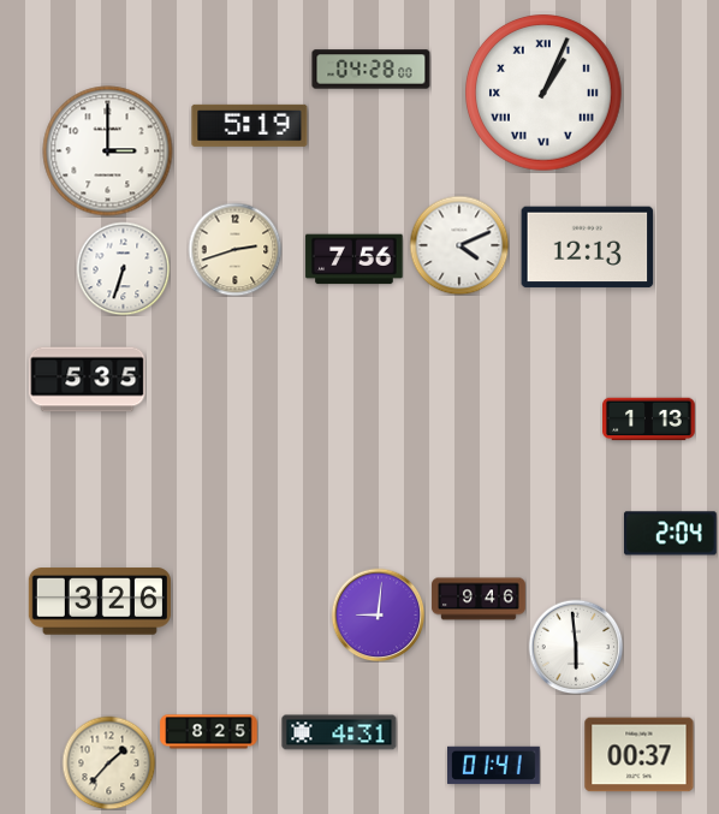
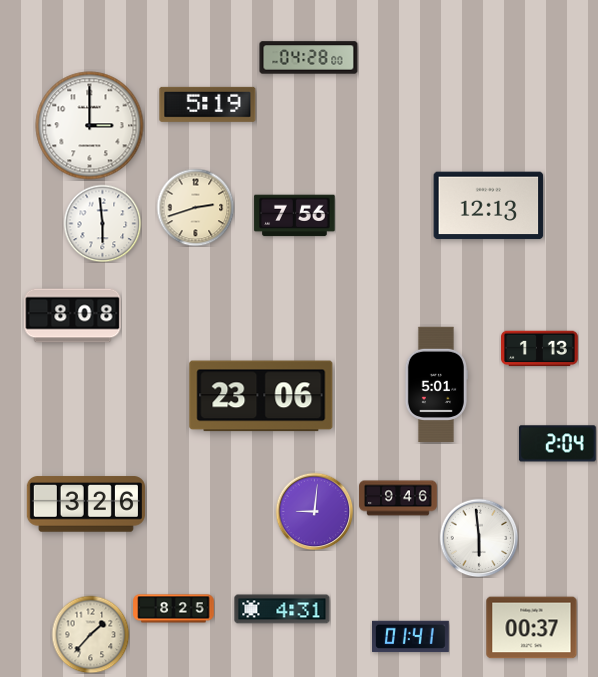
clock at (545, 94): 1:04 -> none
clock at (459, 245): 4:11 -> none
clock at (123, 268): 6:33 -> 5:59
clock at (88, 380): 5:35 -> 8:08
clock at (436, 385): none -> 5:01
clock at (261, 396): none -> 23:06
clock at (100, 601) position: (100, 601) -> (86, 504)
